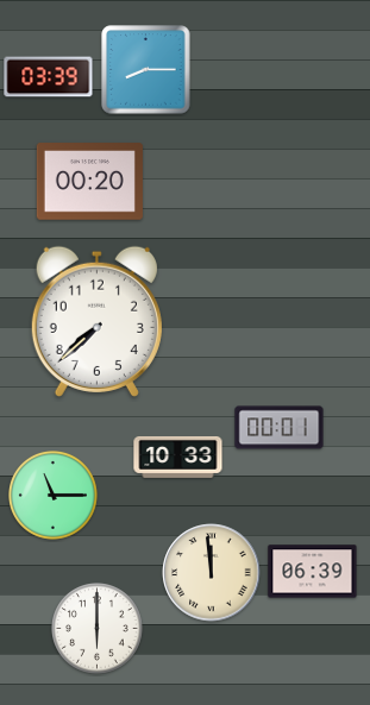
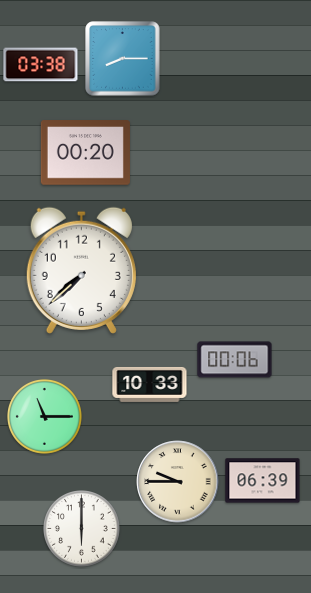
clock at (49, 77): 03:39 -> 03:38
clock at (89, 182) position: (89, 182) -> (85, 153)
clock at (280, 428): 00:01 -> 00:06
clock at (212, 573): 11:59 -> 9:45
